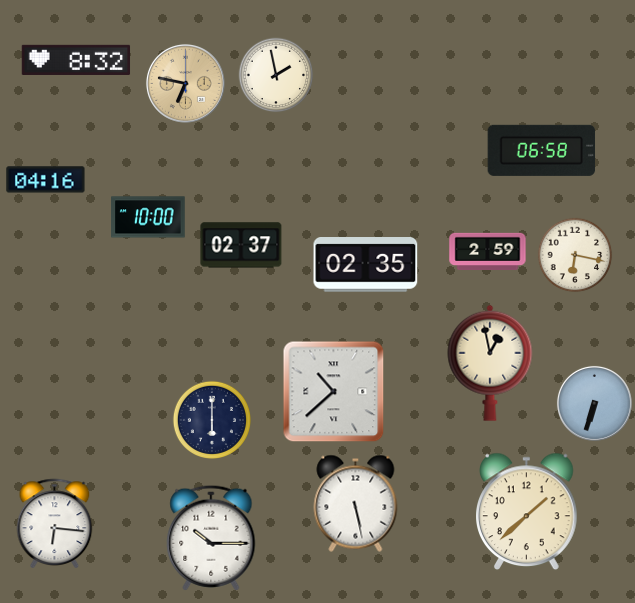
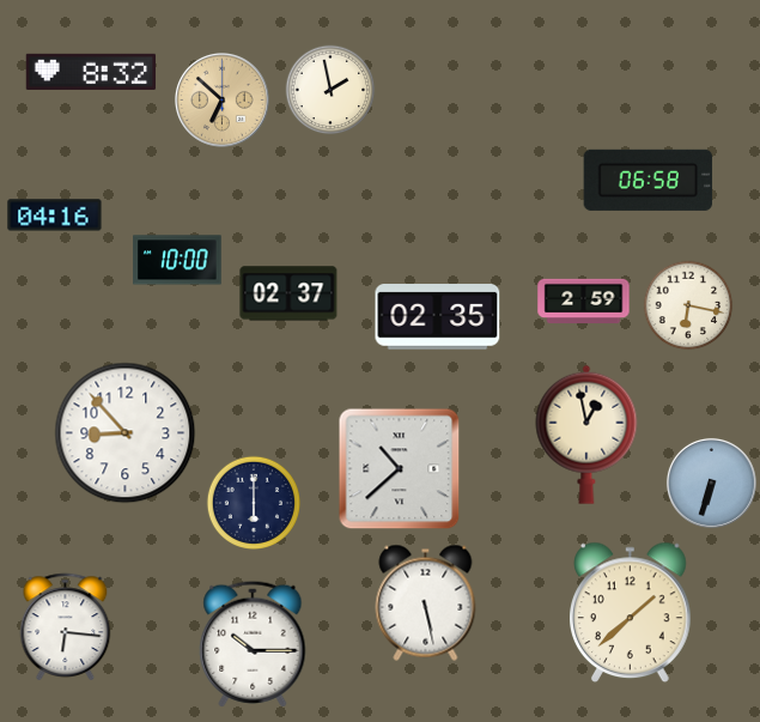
clock at (185, 83): 6:47 -> 6:52
clock at (126, 433): none -> 8:53
